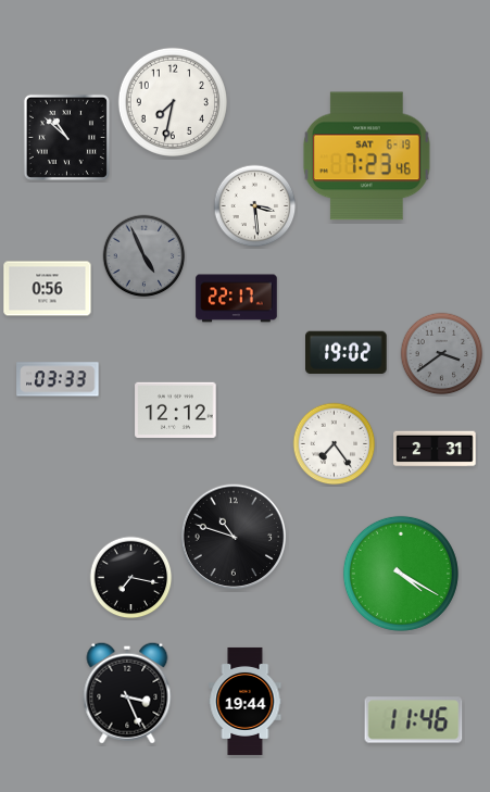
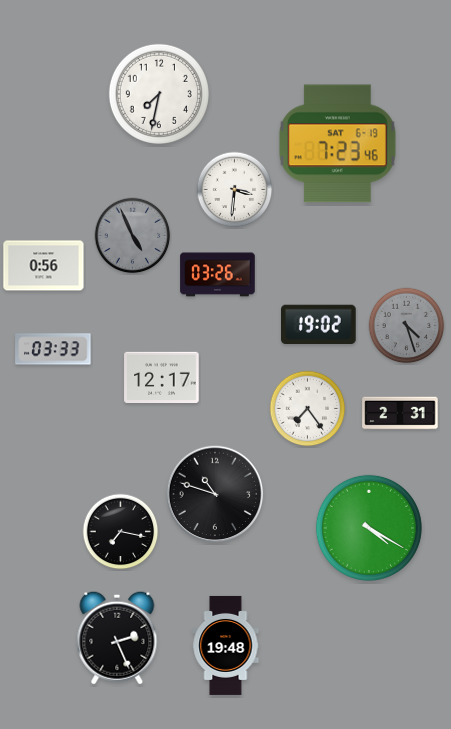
clock at (66, 137): 10:52 -> none
clock at (255, 206): 3:29 -> 3:31
clock at (237, 299): 22:17 -> 03:26
clock at (442, 354): 3:39 -> 4:27
clock at (176, 410): 12:12 -> 12:17
clock at (127, 693): 3:26 -> 2:26
clock at (246, 701): 19:44 -> 19:48
clock at (414, 720): 11:46 -> none
